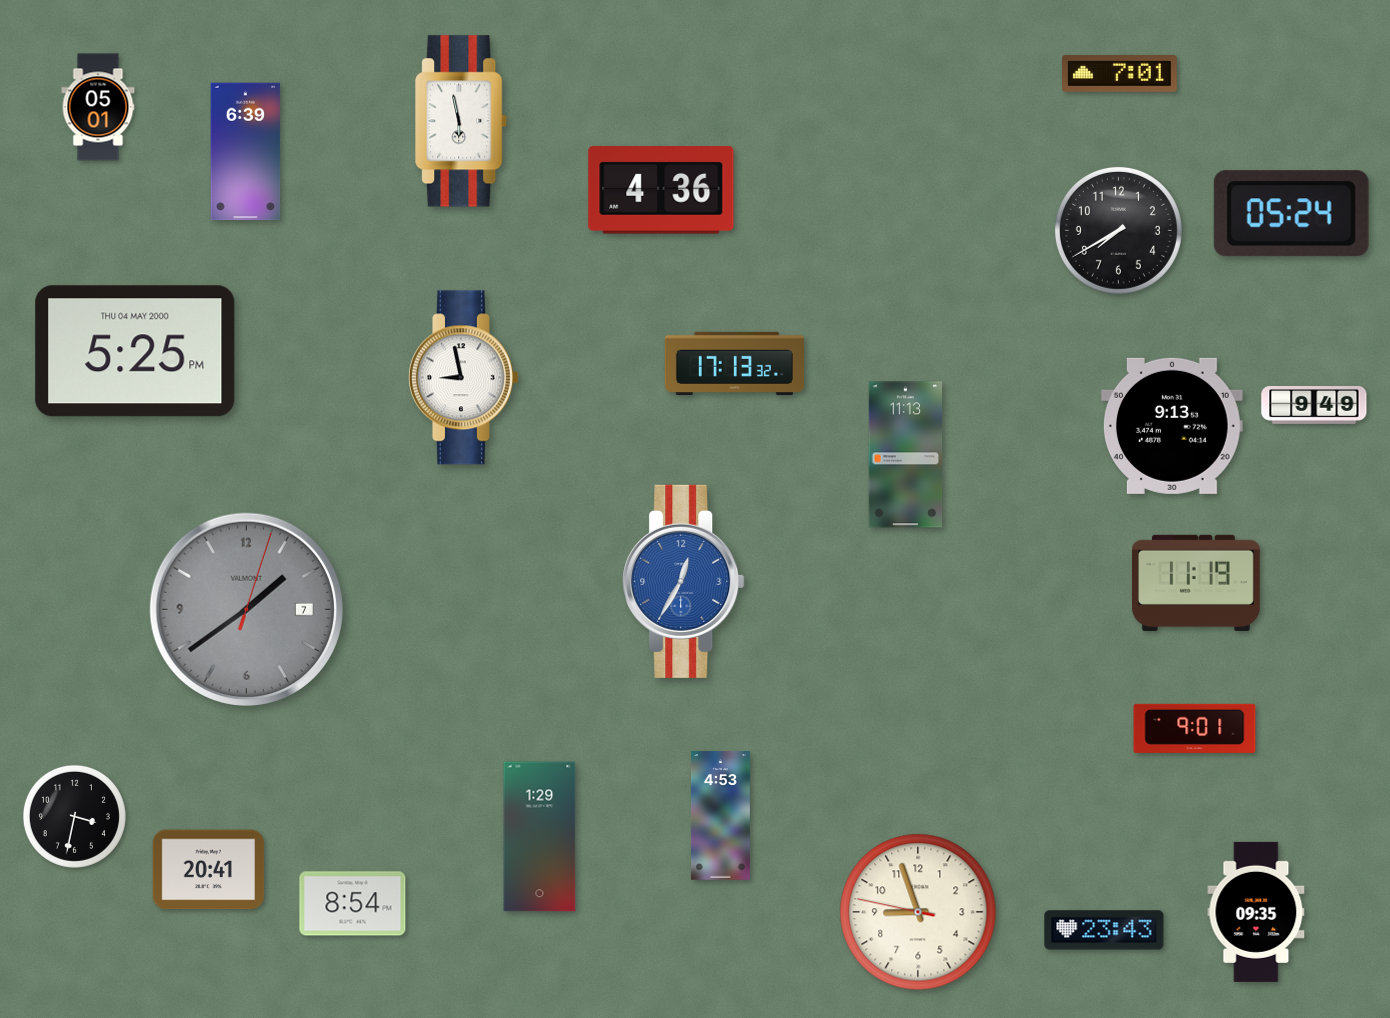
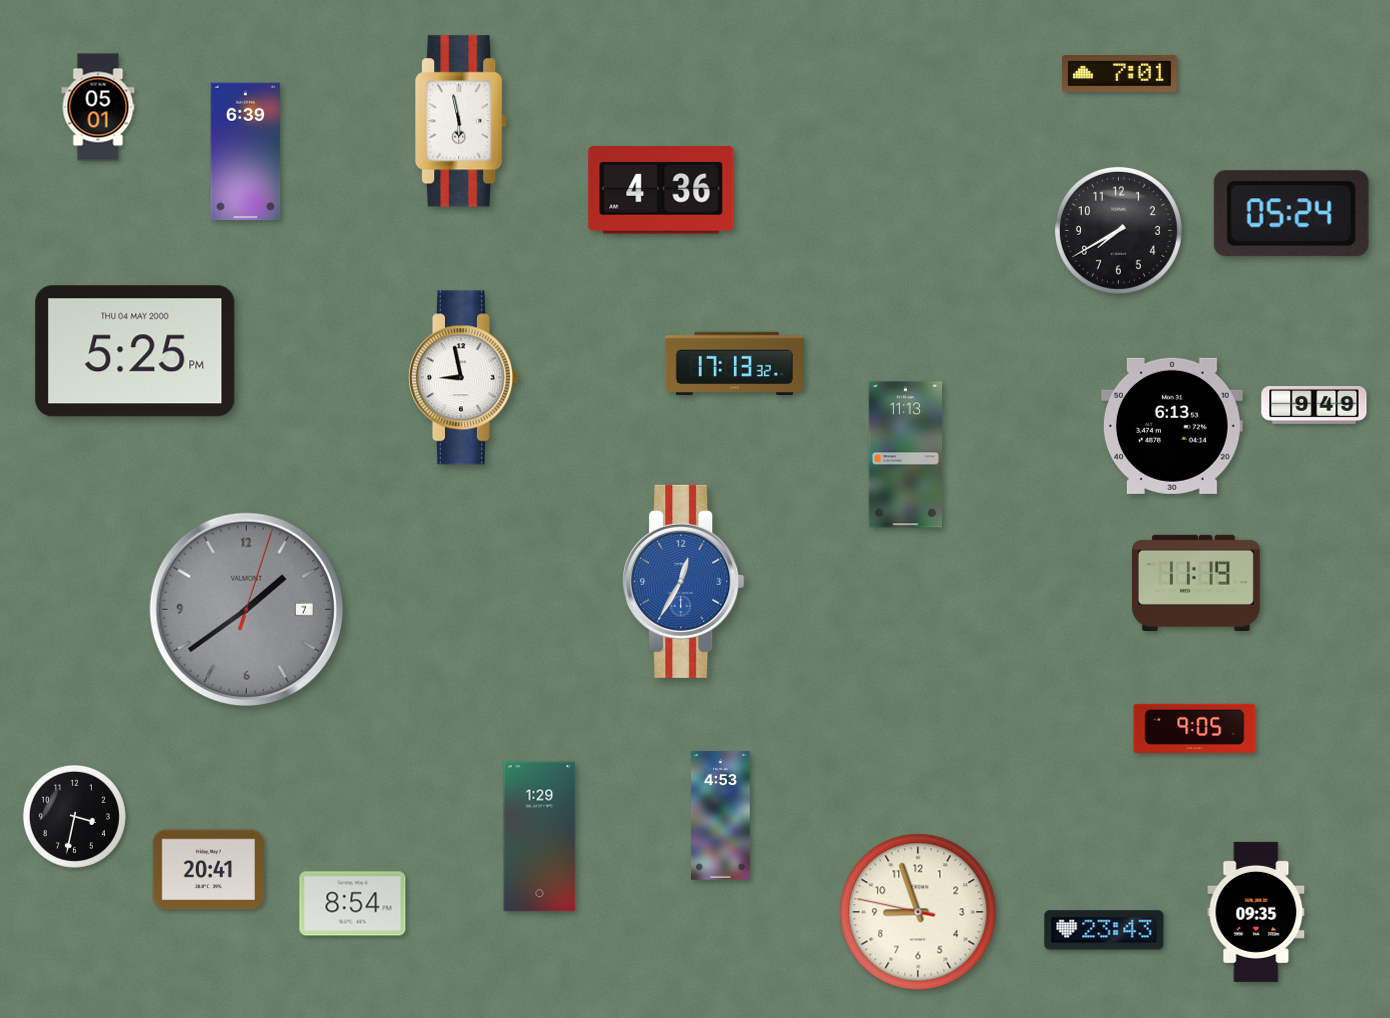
clock at (1172, 426): 9:13 -> 6:13
clock at (1195, 728): 9:01 -> 9:05
